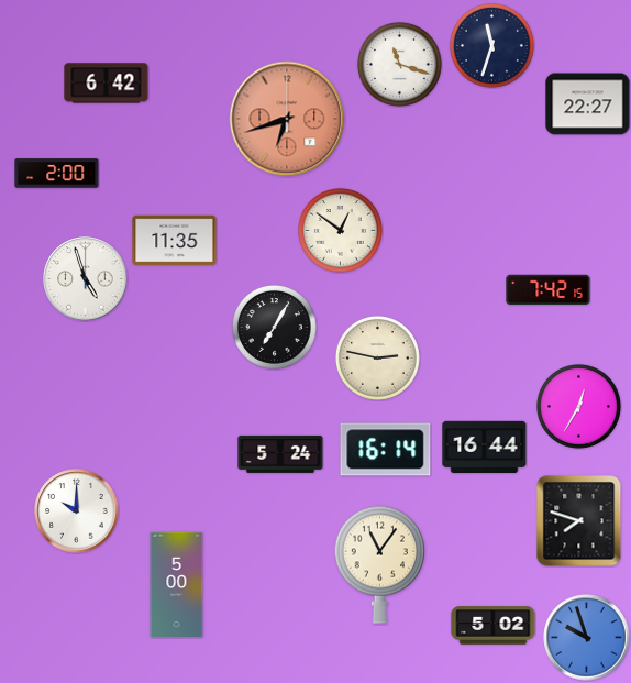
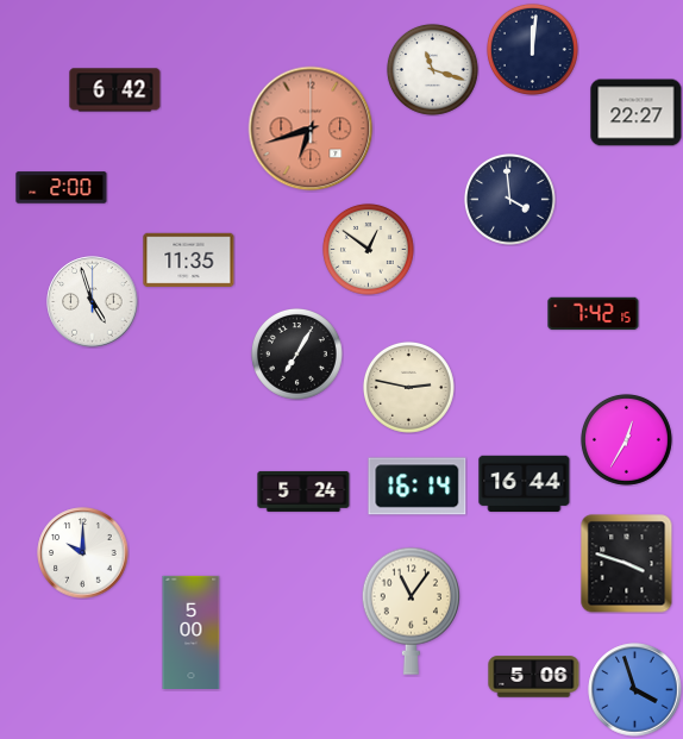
clock at (491, 45): 11:33 -> 12:01
clock at (509, 199): none -> 3:59
clock at (579, 521): 7:48 -> 3:48
clock at (494, 626): 5:02 -> 5:06
clock at (587, 638): 9:57 -> 3:57
